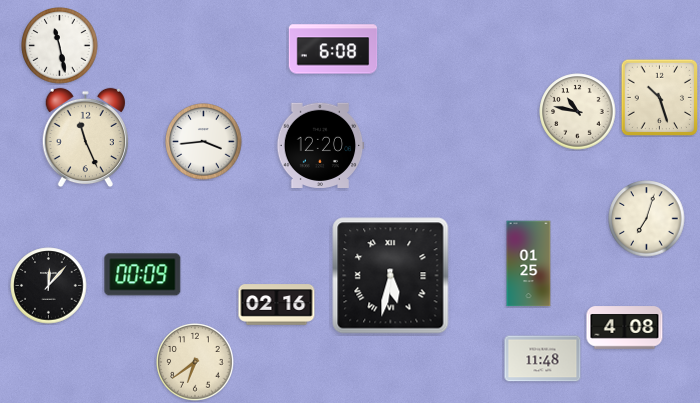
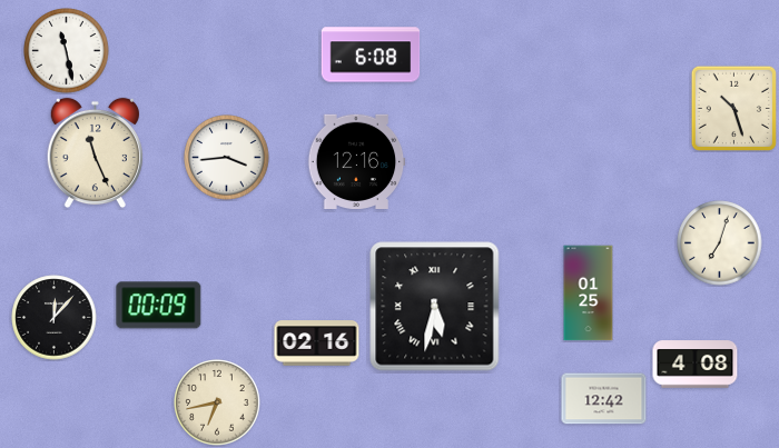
clock at (578, 112): 10:47 -> none
clock at (320, 145): 12:20 -> 12:16
clock at (277, 305) position: (277, 305) -> (317, 344)
clock at (543, 359): 11:48 -> 12:42
clock at (195, 362): 6:39 -> 6:43
